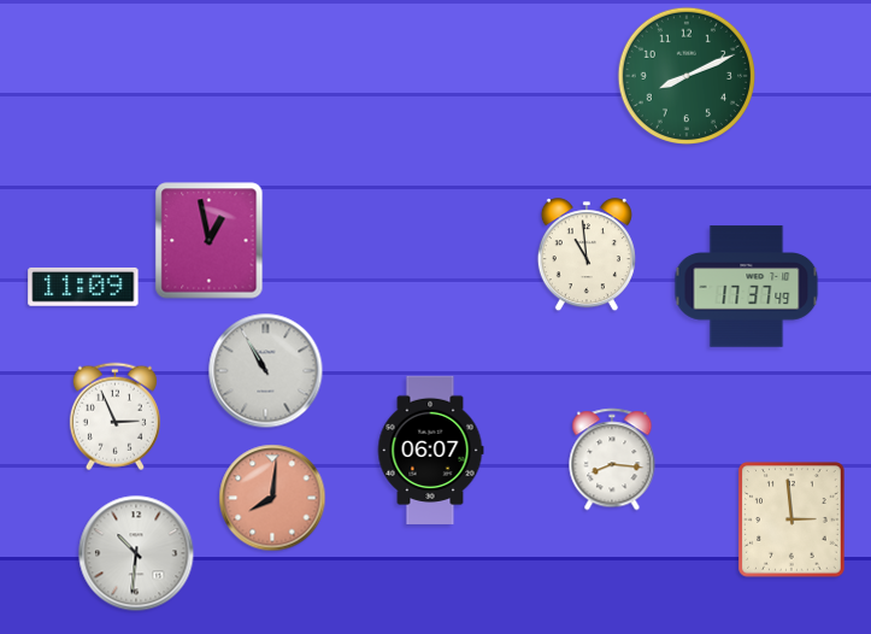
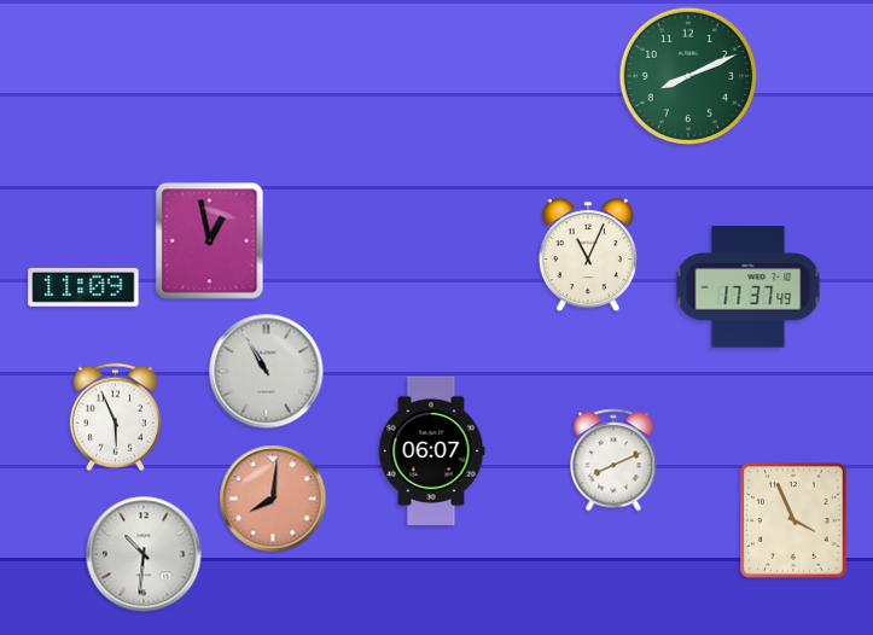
clock at (587, 256): 10:59 -> 11:04
clock at (114, 417): 2:56 -> 5:56
clock at (612, 459): 8:16 -> 8:11
clock at (791, 519): 2:59 -> 3:56
clock at (136, 553) position: (136, 553) -> (144, 554)
